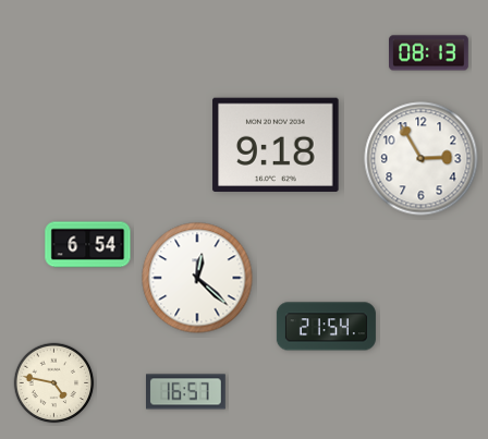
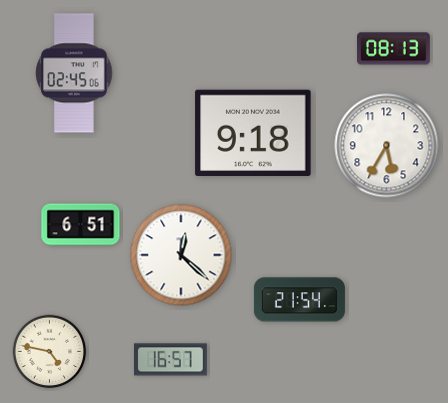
clock at (74, 73): none -> 02:45
clock at (422, 159): 2:55 -> 5:35
clock at (88, 245): 6:54 -> 6:51
